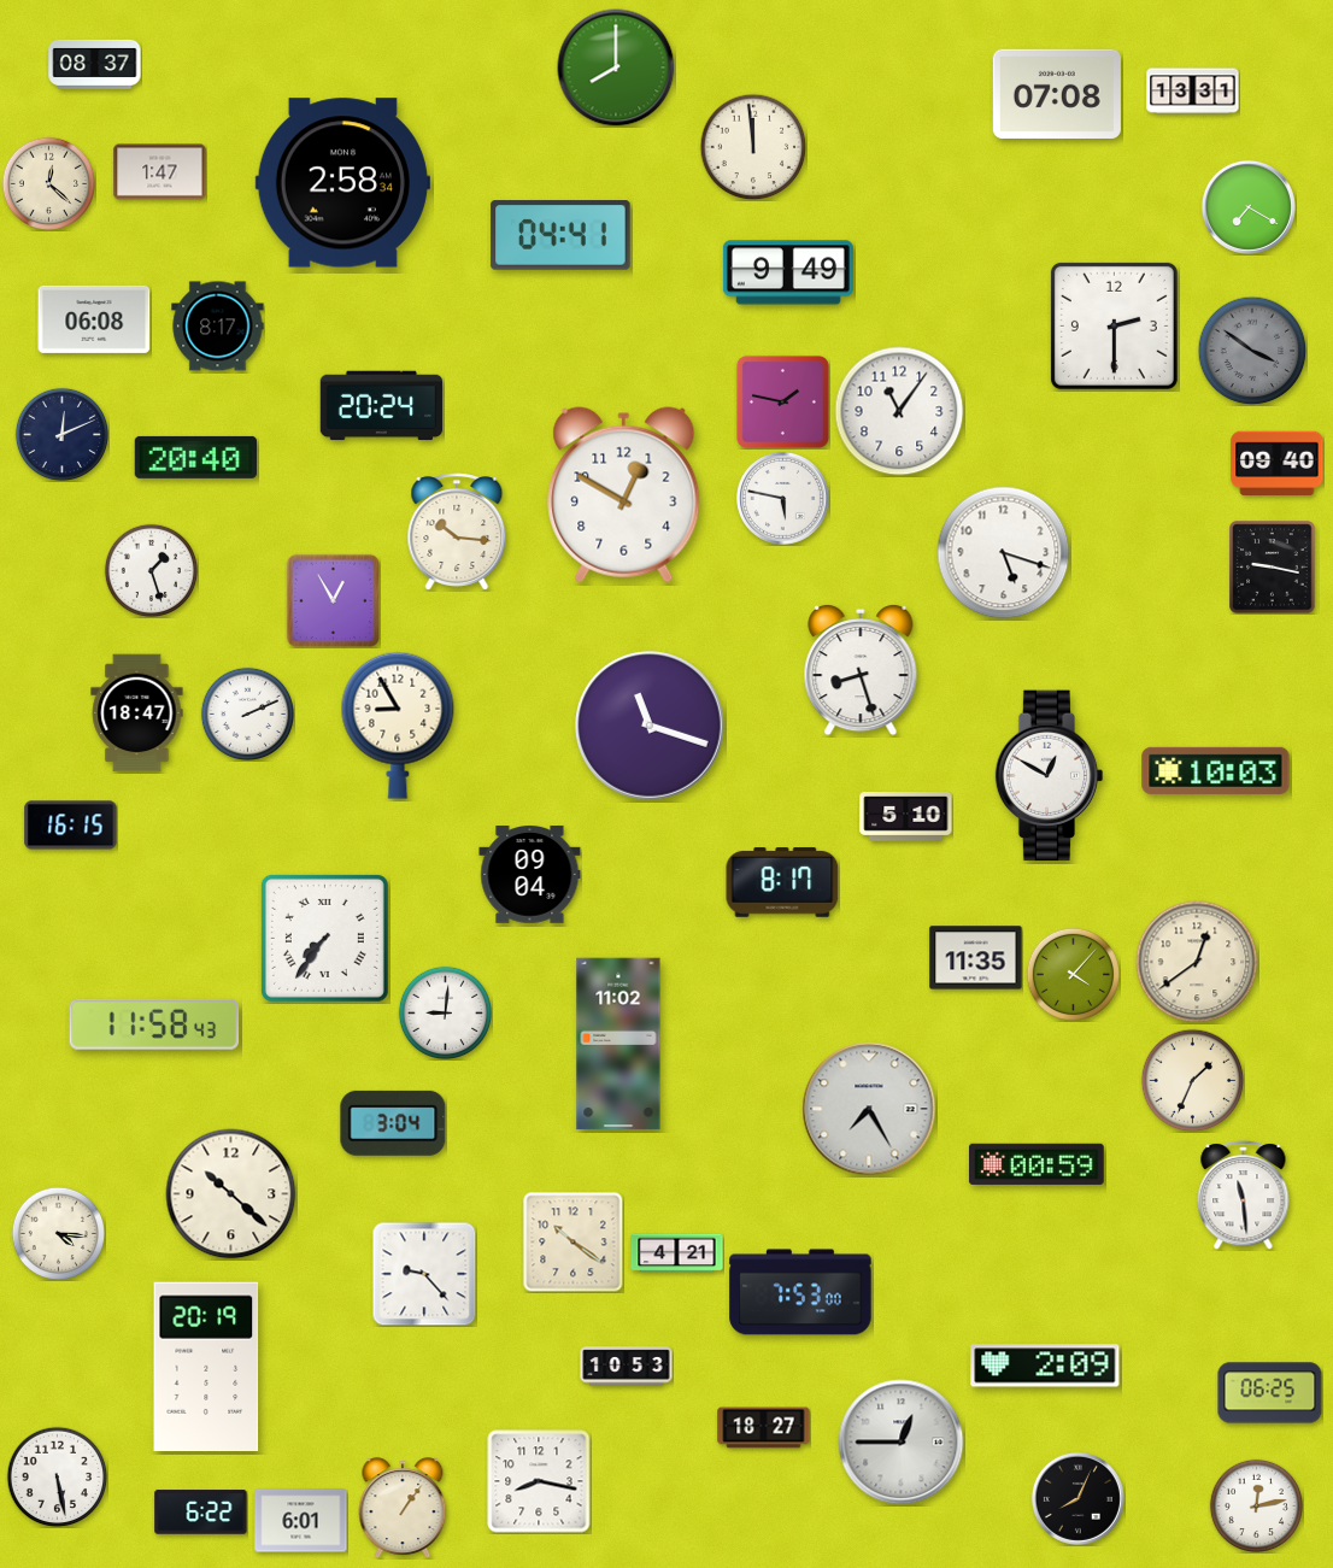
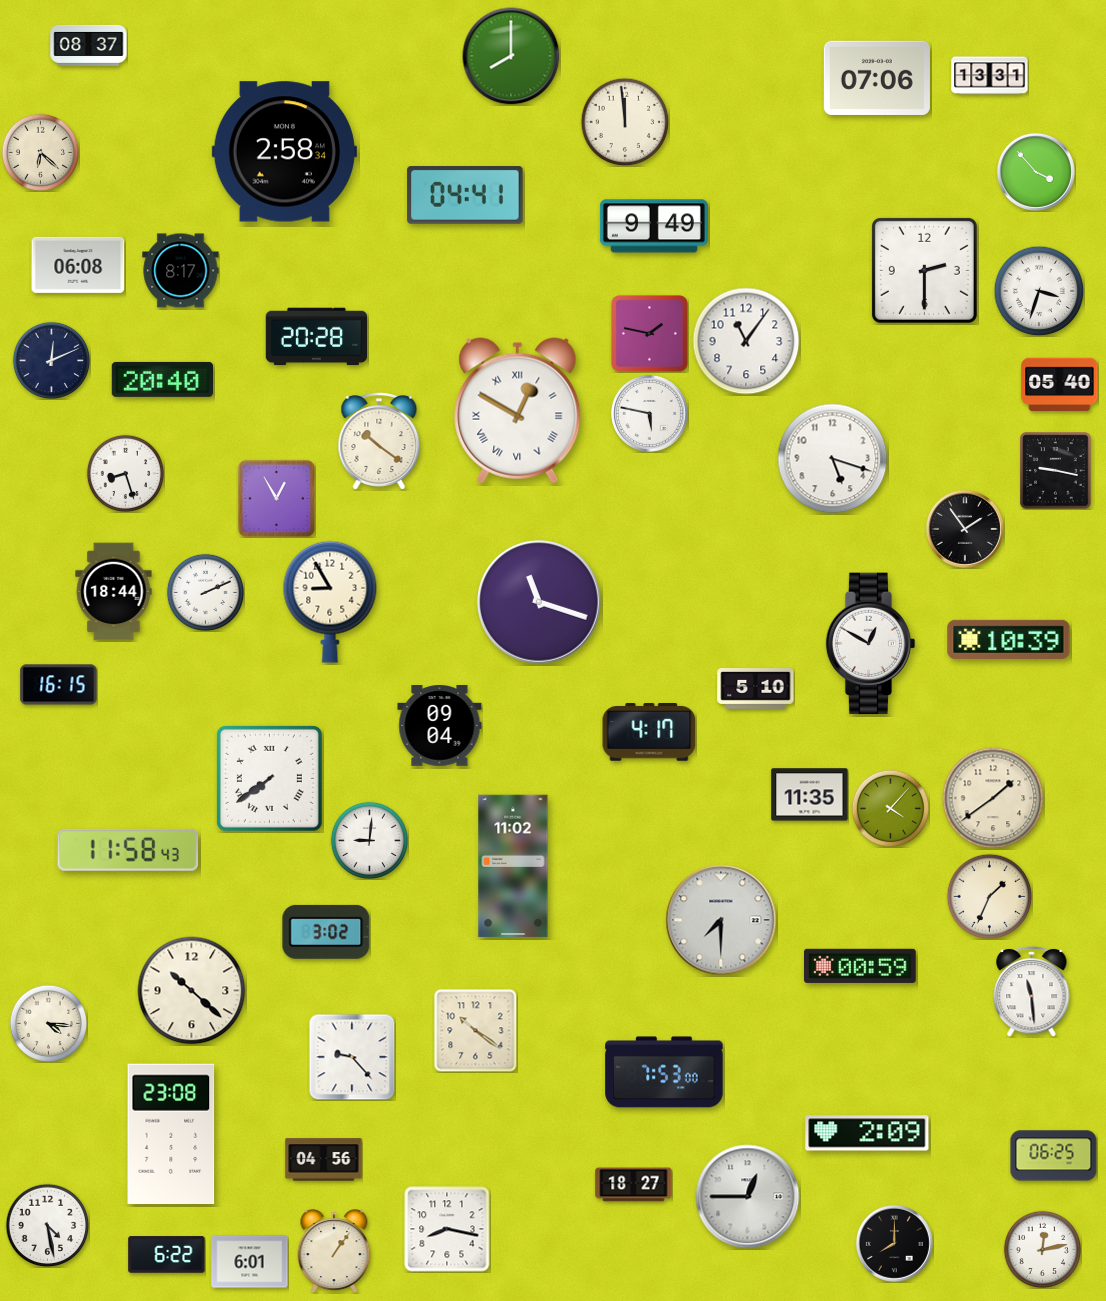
clock at (95, 64) position: (95, 64) -> (89, 45)
clock at (1057, 93): 07:08 -> 07:06
clock at (160, 172): 1:47 -> none
clock at (48, 183): 12:22 -> 6:22
clock at (1249, 207): 7:20 -> 3:53
clock at (1252, 351): 3:51 -> 3:33
clock at (1252, 351) dial: grey -> white
clock at (382, 406): 20:24 -> 20:28
clock at (1278, 463): 09:40 -> 05:40
clock at (624, 495) numerals: Arabic -> Roman
clock at (457, 532): 10:16 -> 10:21
clock at (151, 570): 1:27 -> 8:27
clock at (965, 529): none -> 1:54
clock at (861, 670): 8:27 -> none
clock at (137, 713): 18:47 -> 18:44
clock at (1216, 770): 10:03 -> 10:39
clock at (906, 817) position: (906, 817) -> (756, 689)
clock at (782, 883): 8:17 -> 4:17
clock at (324, 938): 7:36 -> 7:39
clock at (1197, 962): 12:39 -> 1:39
clock at (869, 1109): 7:25 -> 7:30
clock at (393, 1123): 3:04 -> 3:02
clock at (677, 1253): 4:21 -> none
clock at (206, 1367): 20:19 -> 23:08
clock at (627, 1367): 10:53 -> none
clock at (324, 1160): none -> 04:56
clock at (57, 1476): 5:28 -> 4:28
clock at (1077, 1498): 8:04 -> 8:00
